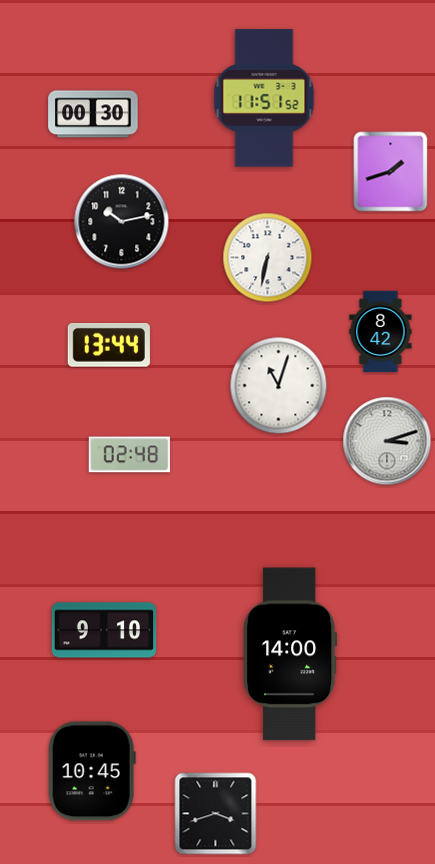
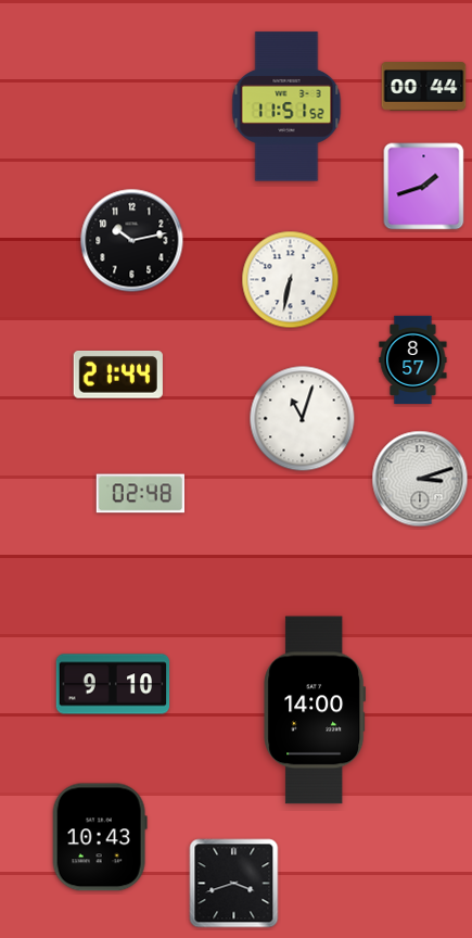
clock at (424, 87): none -> 00:44
clock at (93, 114): 00:30 -> none
clock at (381, 332): 8:42 -> 8:57
clock at (109, 346): 13:44 -> 21:44
clock at (92, 771): 10:45 -> 10:43
